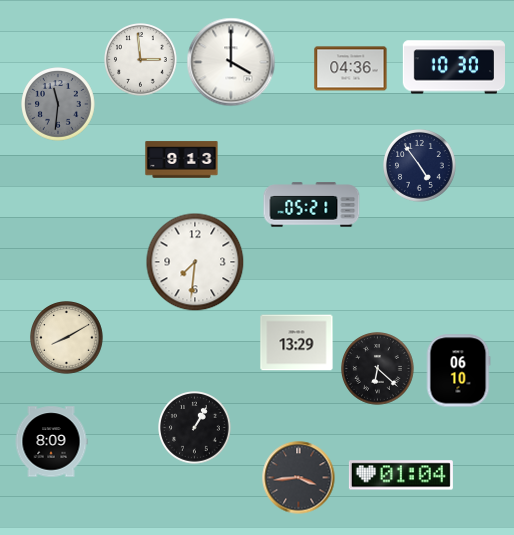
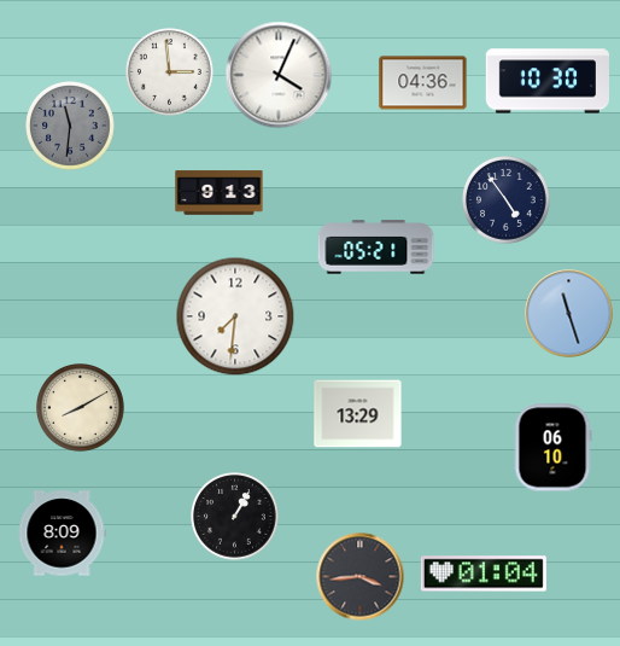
clock at (231, 62): 4:00 -> 4:04
clock at (569, 314): none -> 11:27
clock at (378, 369): 6:22 -> none
